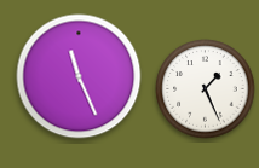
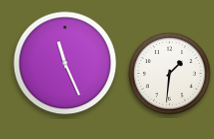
clock at (206, 89): 1:26 -> 1:31
